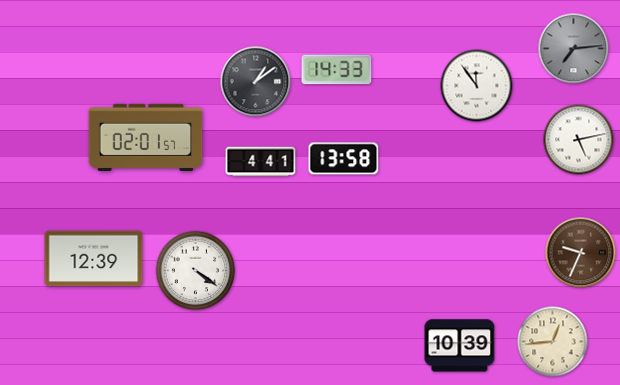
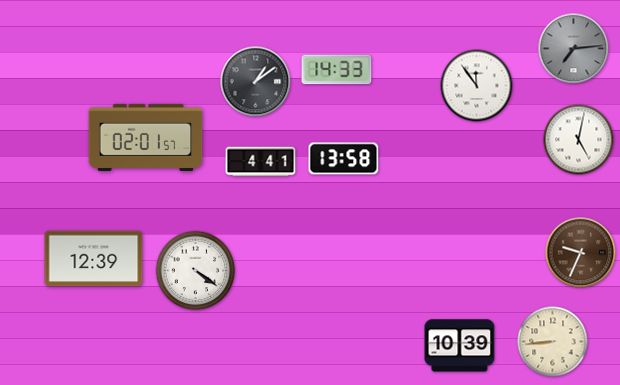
clock at (579, 140): 5:13 -> 5:02
clock at (553, 342): 12:44 -> 8:44
